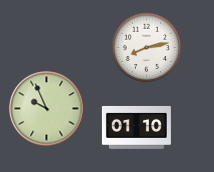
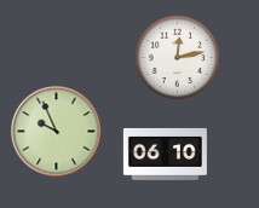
clock at (147, 48): 8:13 -> 12:13
clock at (136, 128): 01:10 -> 06:10
